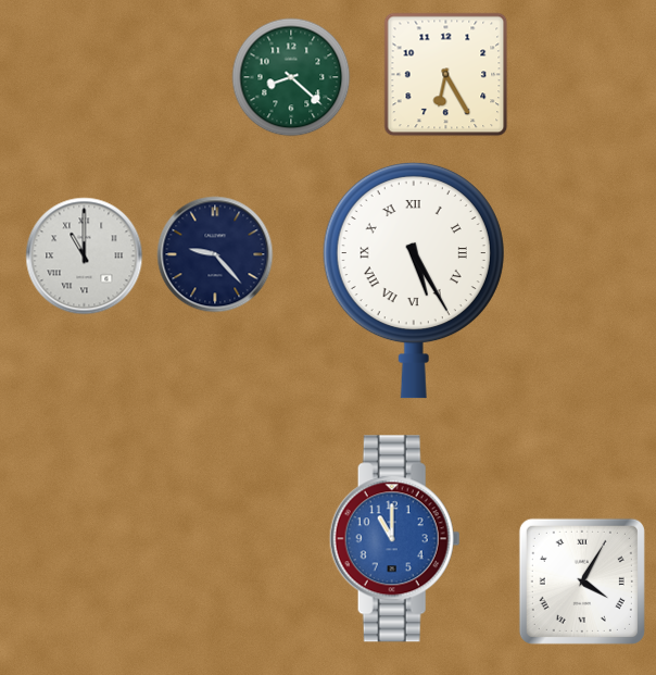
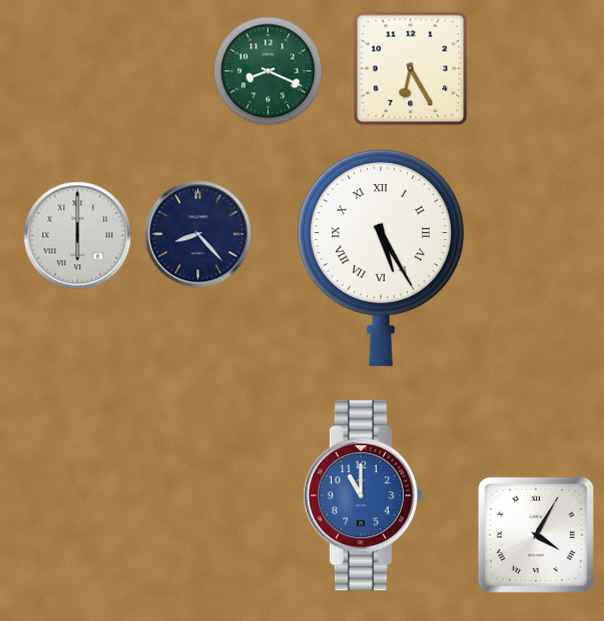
clock at (291, 77): 8:22 -> 8:19
clock at (215, 254): 9:23 -> 8:23
clock at (85, 257): 11:00 -> 6:00
